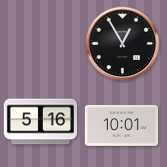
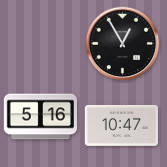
clock at (41, 122) position: (41, 122) -> (41, 117)
clock at (121, 125): 10:01 -> 10:47
